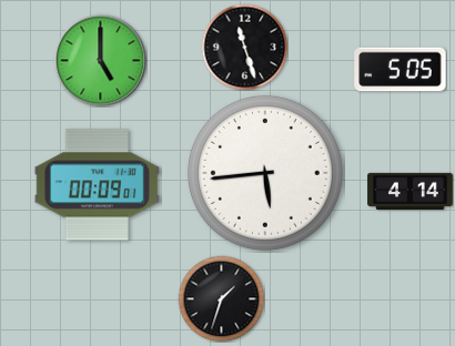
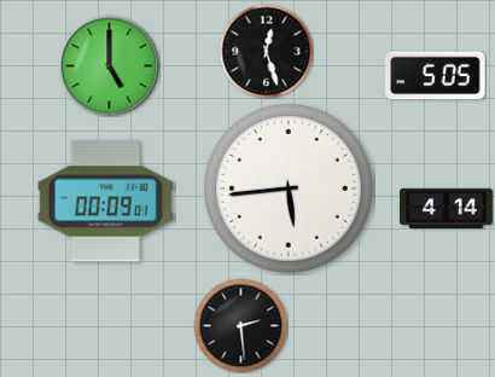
clock at (244, 47): 11:27 -> 12:27
clock at (221, 298): 1:33 -> 2:29
